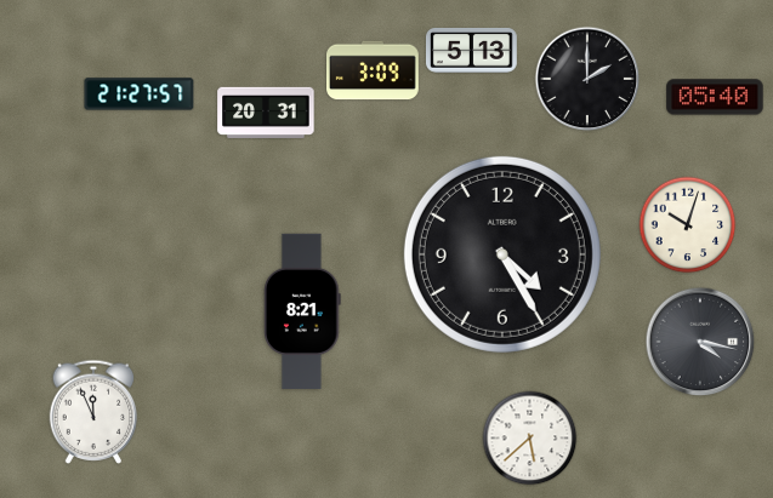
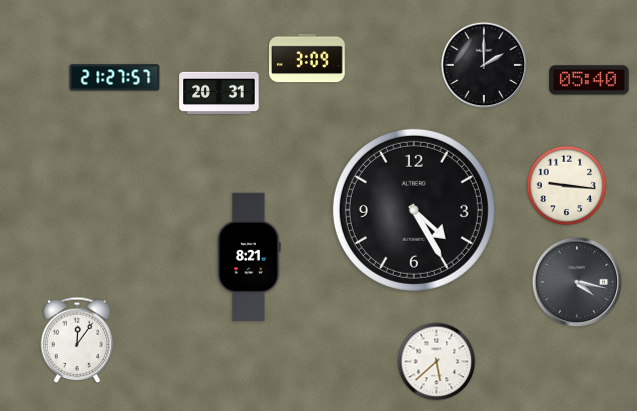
clock at (471, 50): 5:13 -> none
clock at (688, 225): 10:03 -> 9:16
clock at (93, 412): 11:56 -> 12:06
